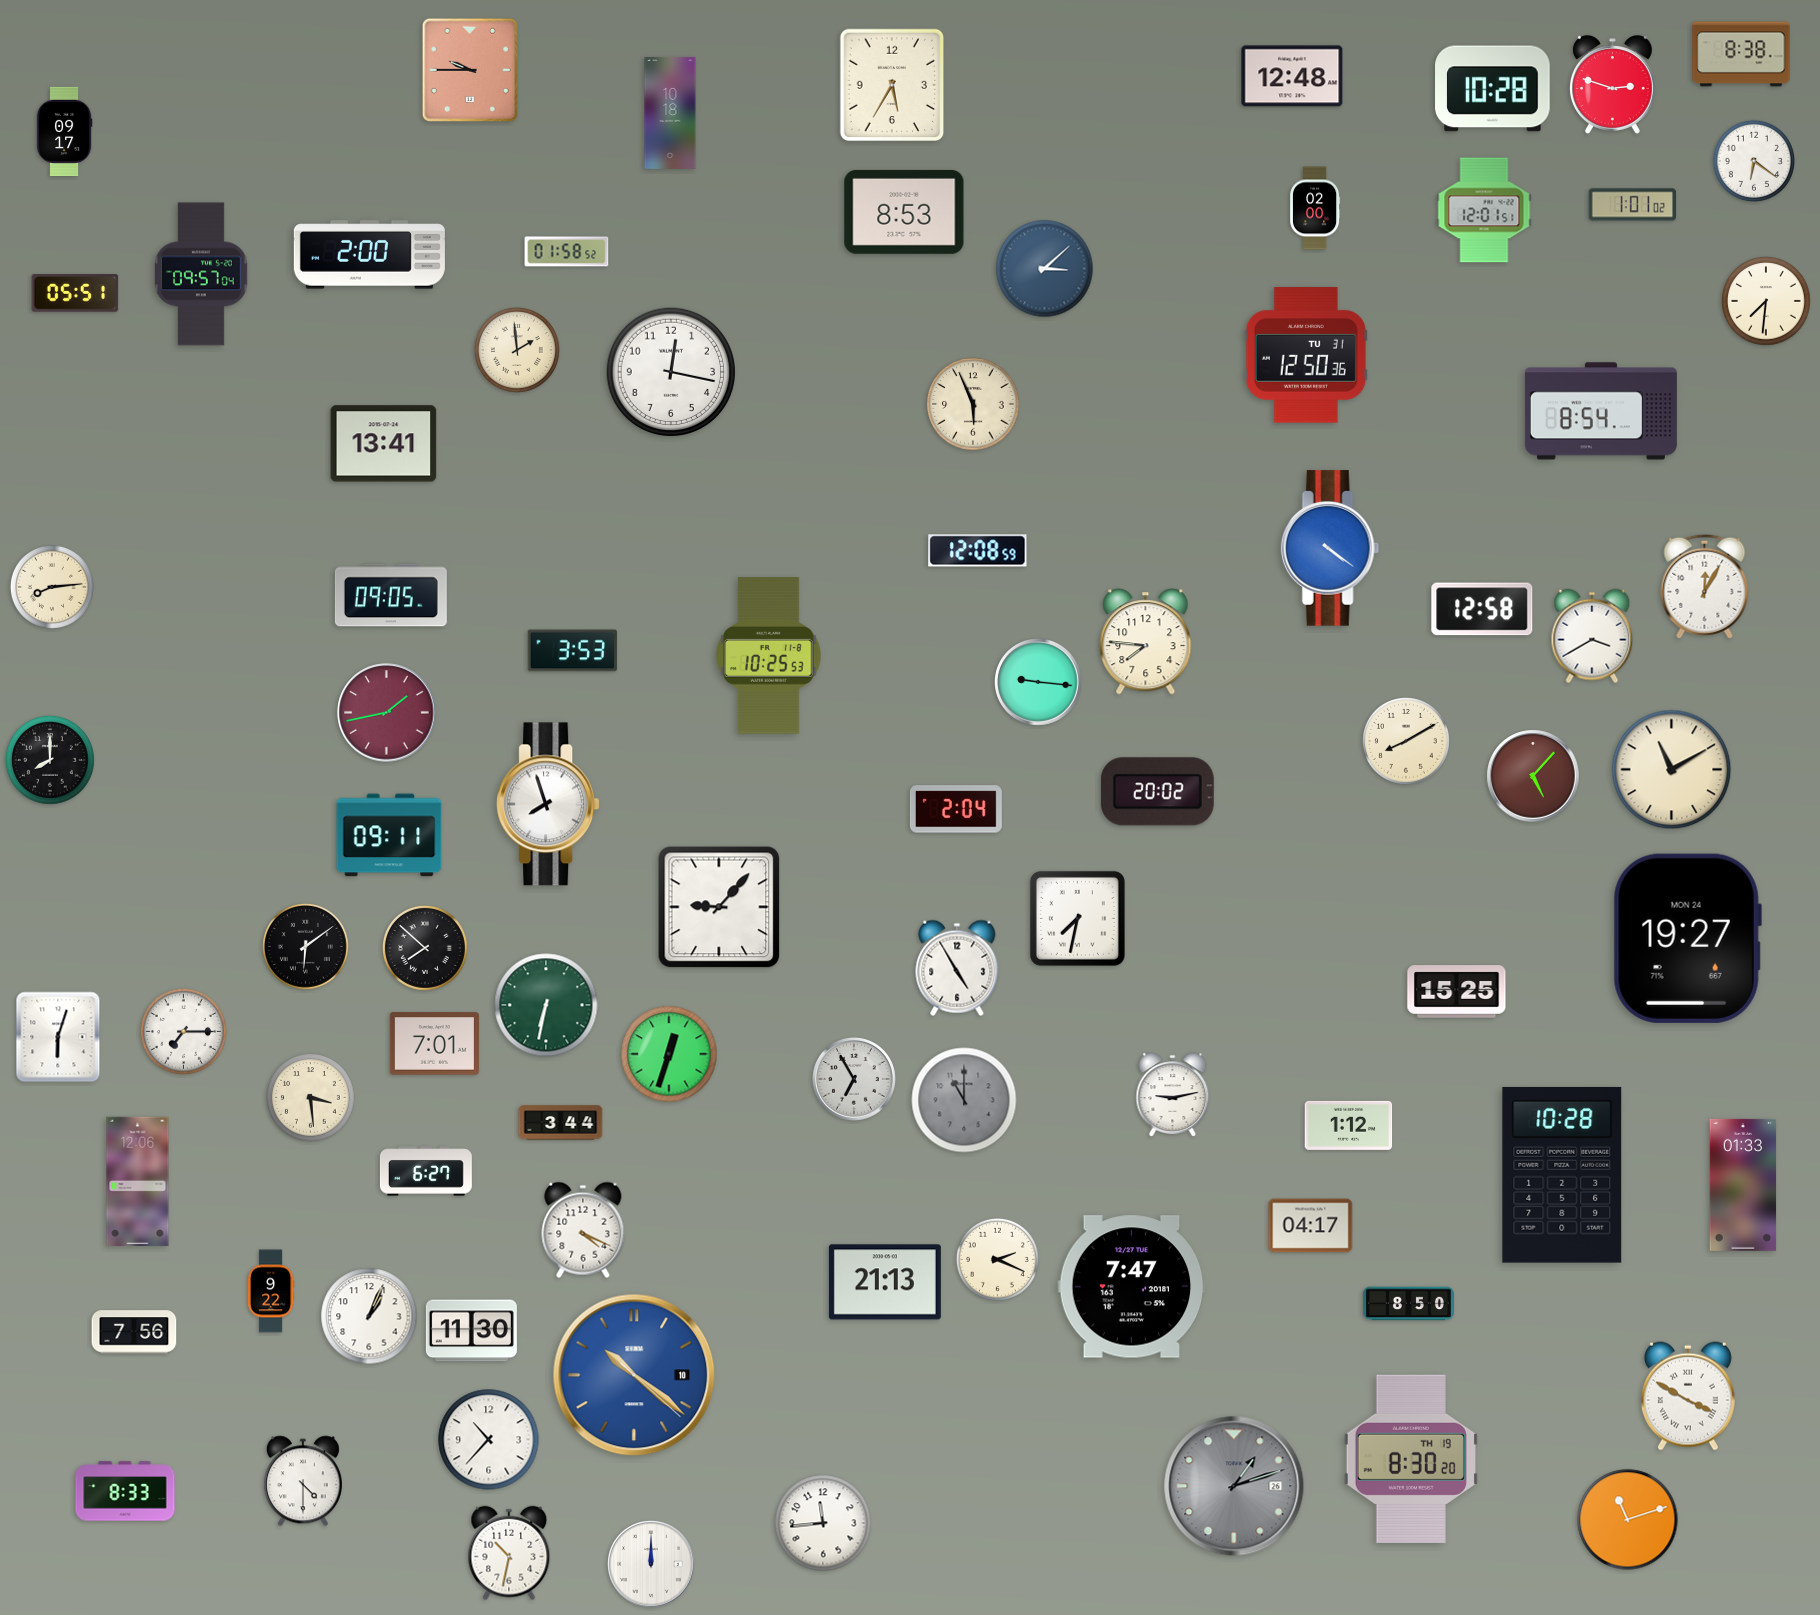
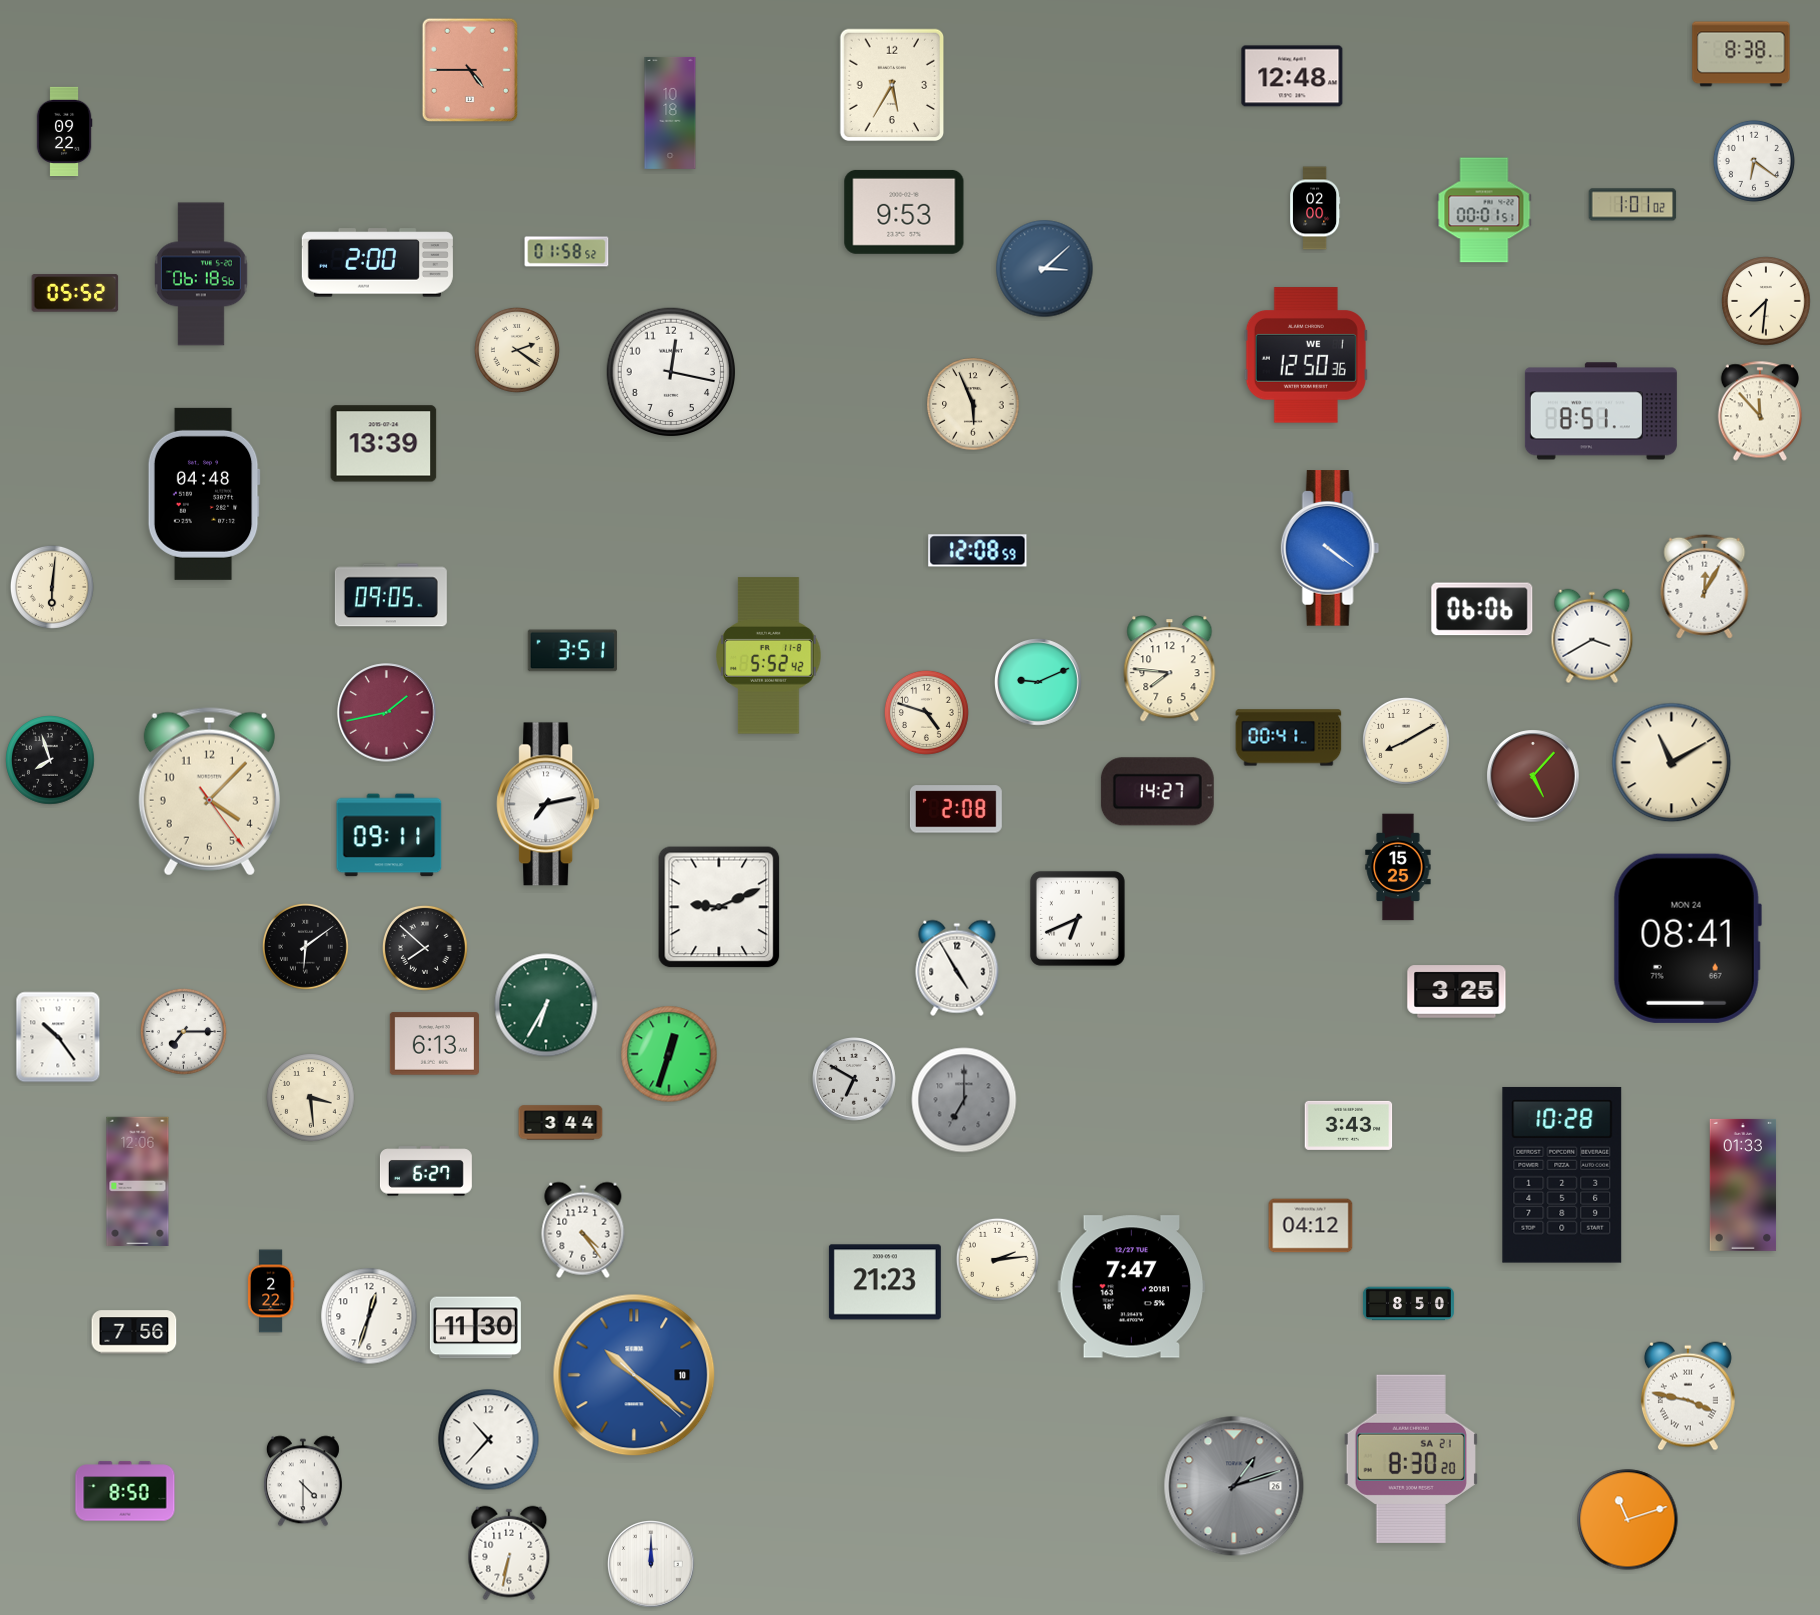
clock at (469, 69): 9:45 -> 4:45
clock at (1612, 85): 2:48 -> none
clock at (1493, 89): 10:28 -> none
clock at (64, 131): 09:17 -> 09:22
clock at (1484, 210): 12:01 -> 00:01
clock at (904, 212): 8:53 -> 9:53
clock at (369, 255) position: (369, 255) -> (377, 263)
clock at (201, 274): 09:57 -> 06:18
clock at (75, 293): 05:51 -> 05:52
clock at (517, 350): 1:59 -> 2:21
clock at (1306, 355) date: TU 31 -> WE 1
clock at (1601, 411): 8:54 -> 8:51
clock at (1759, 411): none -> 11:53
clock at (384, 444): 13:41 -> 13:39
clock at (204, 494): none -> 04:48
clock at (52, 587): 8:14 -> 6:01
clock at (1482, 609): 12:58 -> 06:06
clock at (1146, 642) position: (1146, 642) -> (1170, 669)
clock at (572, 651): 3:53 -> 3:51
clock at (769, 656): 10:25 -> 5:52
clock at (1038, 682): 9:16 -> 9:11
clock at (926, 712): none -> 4:48
clock at (1289, 738): none -> 00:41
clock at (50, 760): 8:00 -> 7:57
clock at (1672, 770) position: (1672, 770) -> (1672, 763)
clock at (209, 792): none -> 4:07
clock at (1157, 792): 20:02 -> 14:27
clock at (548, 804): 7:57 -> 7:13
clock at (956, 809): 2:04 -> 2:08
clock at (1398, 867): none -> 15:25
clock at (719, 907): 9:07 -> 9:11
clock at (1077, 918): 7:32 -> 6:41
clock at (1687, 938): 19:27 -> 08:41
clock at (1457, 992): 15:25 -> 3:25
clock at (546, 1005): 6:32 -> 6:35
clock at (58, 1037): 6:03 -> 10:24
clock at (434, 1044): 7:01 -> 6:13
clock at (855, 1080): 6:55 -> 6:50
clock at (1173, 1095): 9:13 -> none
clock at (964, 1100): 11:00 -> 7:00
clock at (1349, 1125): 1:12 -> 3:43
clock at (1311, 1226): 04:17 -> 04:12
clock at (583, 1230): 4:19 -> 4:24
clock at (997, 1259): 2:19 -> 2:14
clock at (885, 1282): 21:13 -> 21:23
clock at (271, 1291): 9:22 -> 2:22
clock at (369, 1316): 1:04 -> 12:33
clock at (471, 1331) position: (471, 1331) -> (475, 1328)
clock at (1688, 1396): 3:50 -> 3:47
clock at (1411, 1458) date: TH 19 -> SA 21
clock at (125, 1491): 8:33 -> 8:50
clock at (823, 1523): 11:44 -> none
clock at (509, 1553): 10:32 -> 6:32
